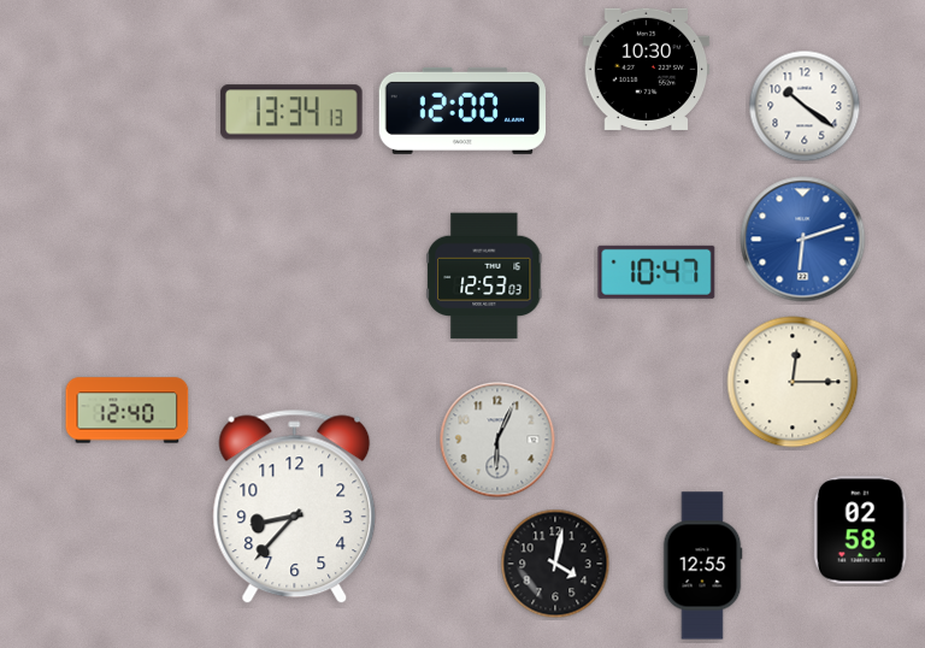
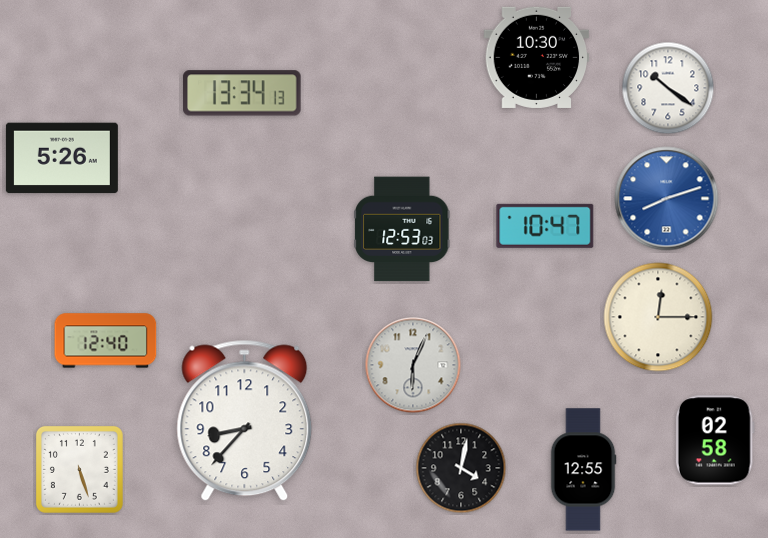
clock at (461, 111): 12:00 -> none
clock at (62, 158): none -> 5:26
clock at (803, 240): 6:12 -> 8:12
clock at (79, 469): none -> 5:27
